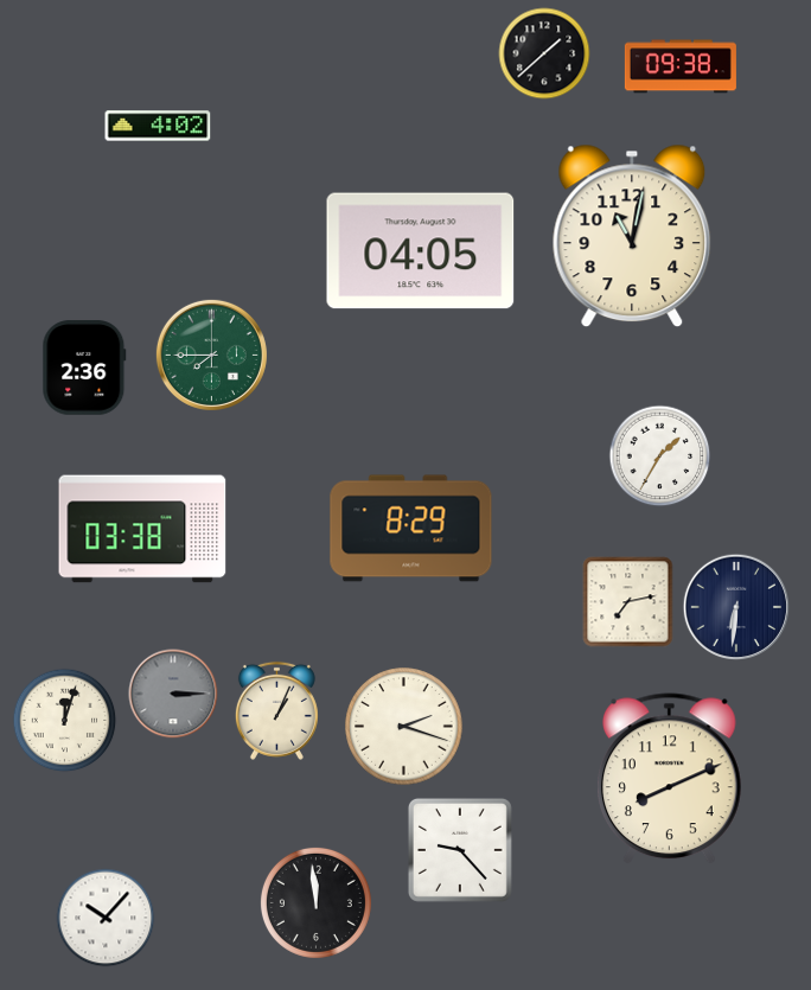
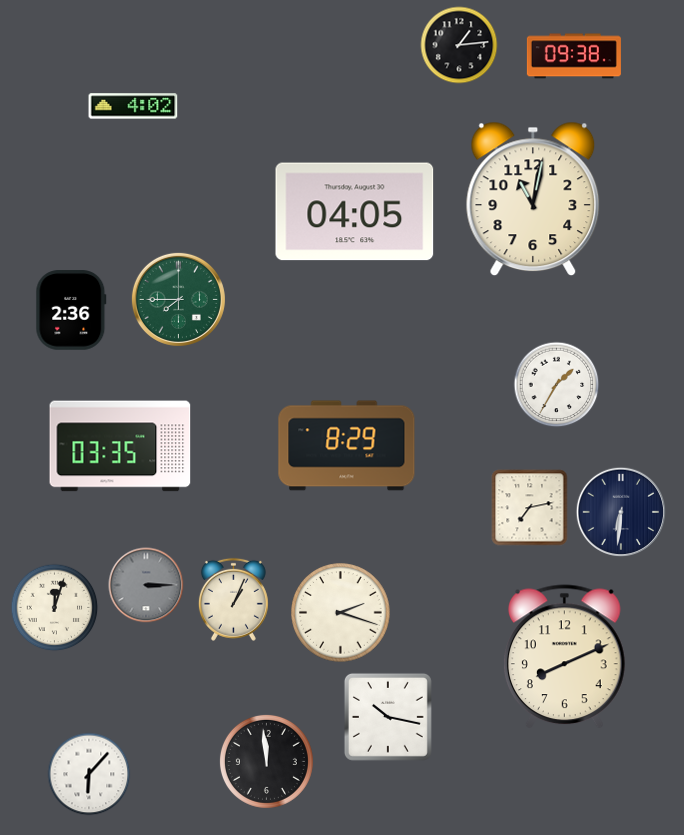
clock at (544, 53): 1:38 -> 1:14
clock at (142, 529): 03:38 -> 03:35
clock at (460, 850): 9:23 -> 10:17
clock at (106, 918): 10:07 -> 6:07
